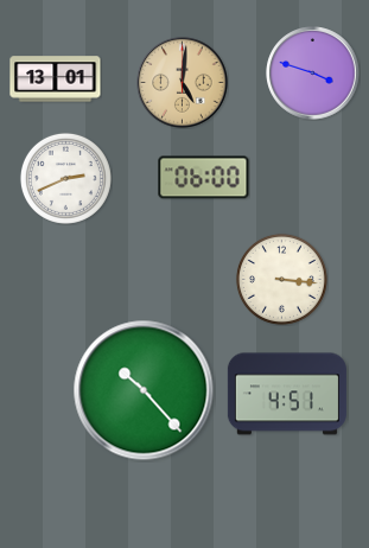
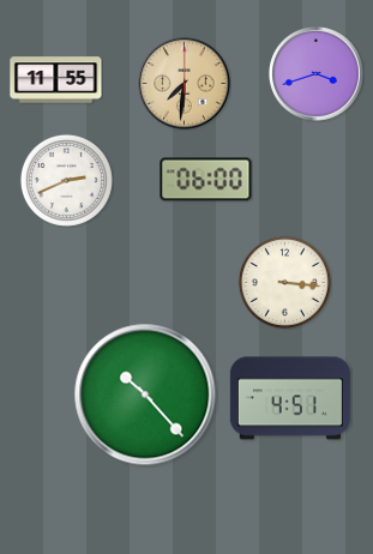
clock at (313, 74): 3:48 -> 3:42
clock at (56, 79): 13:01 -> 11:55
clock at (183, 83): 5:01 -> 7:31
